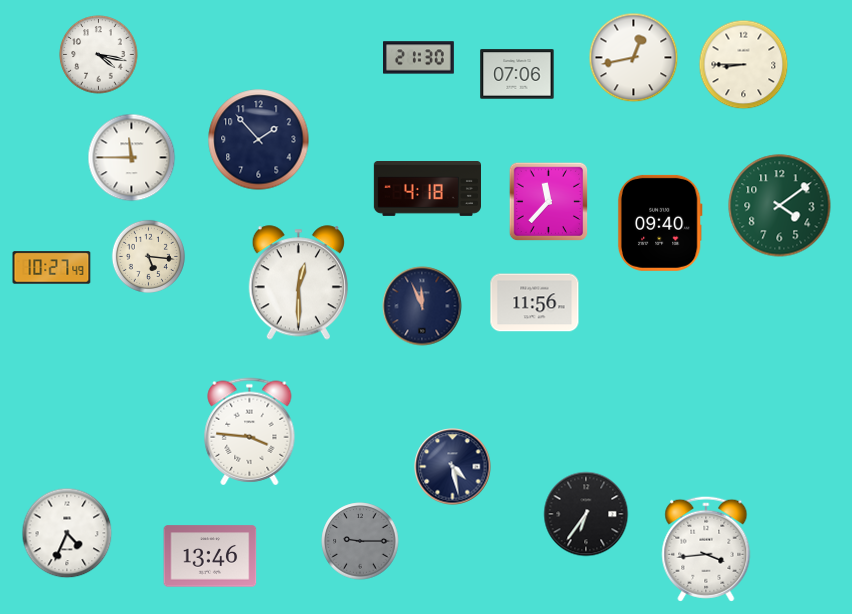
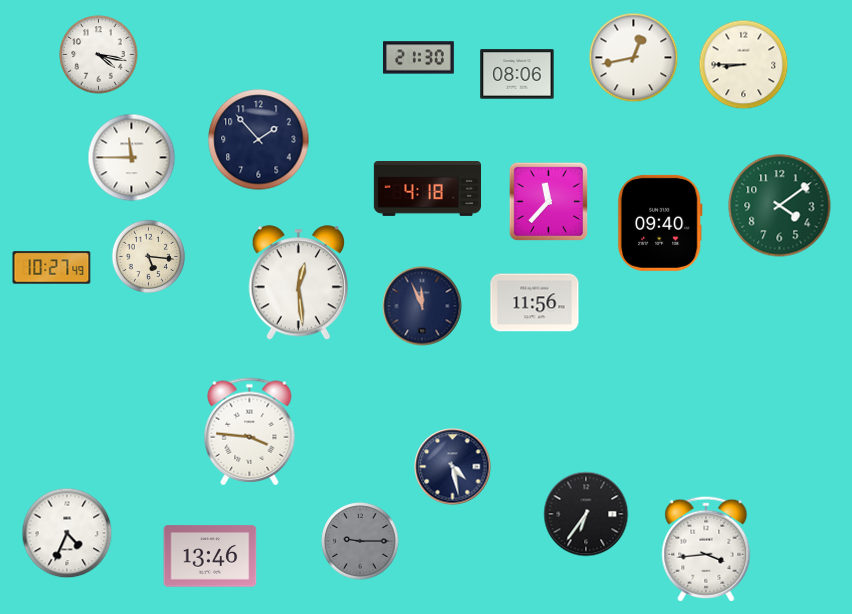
clock at (517, 74): 07:06 -> 08:06
clock at (298, 283): 12:30 -> 12:29
